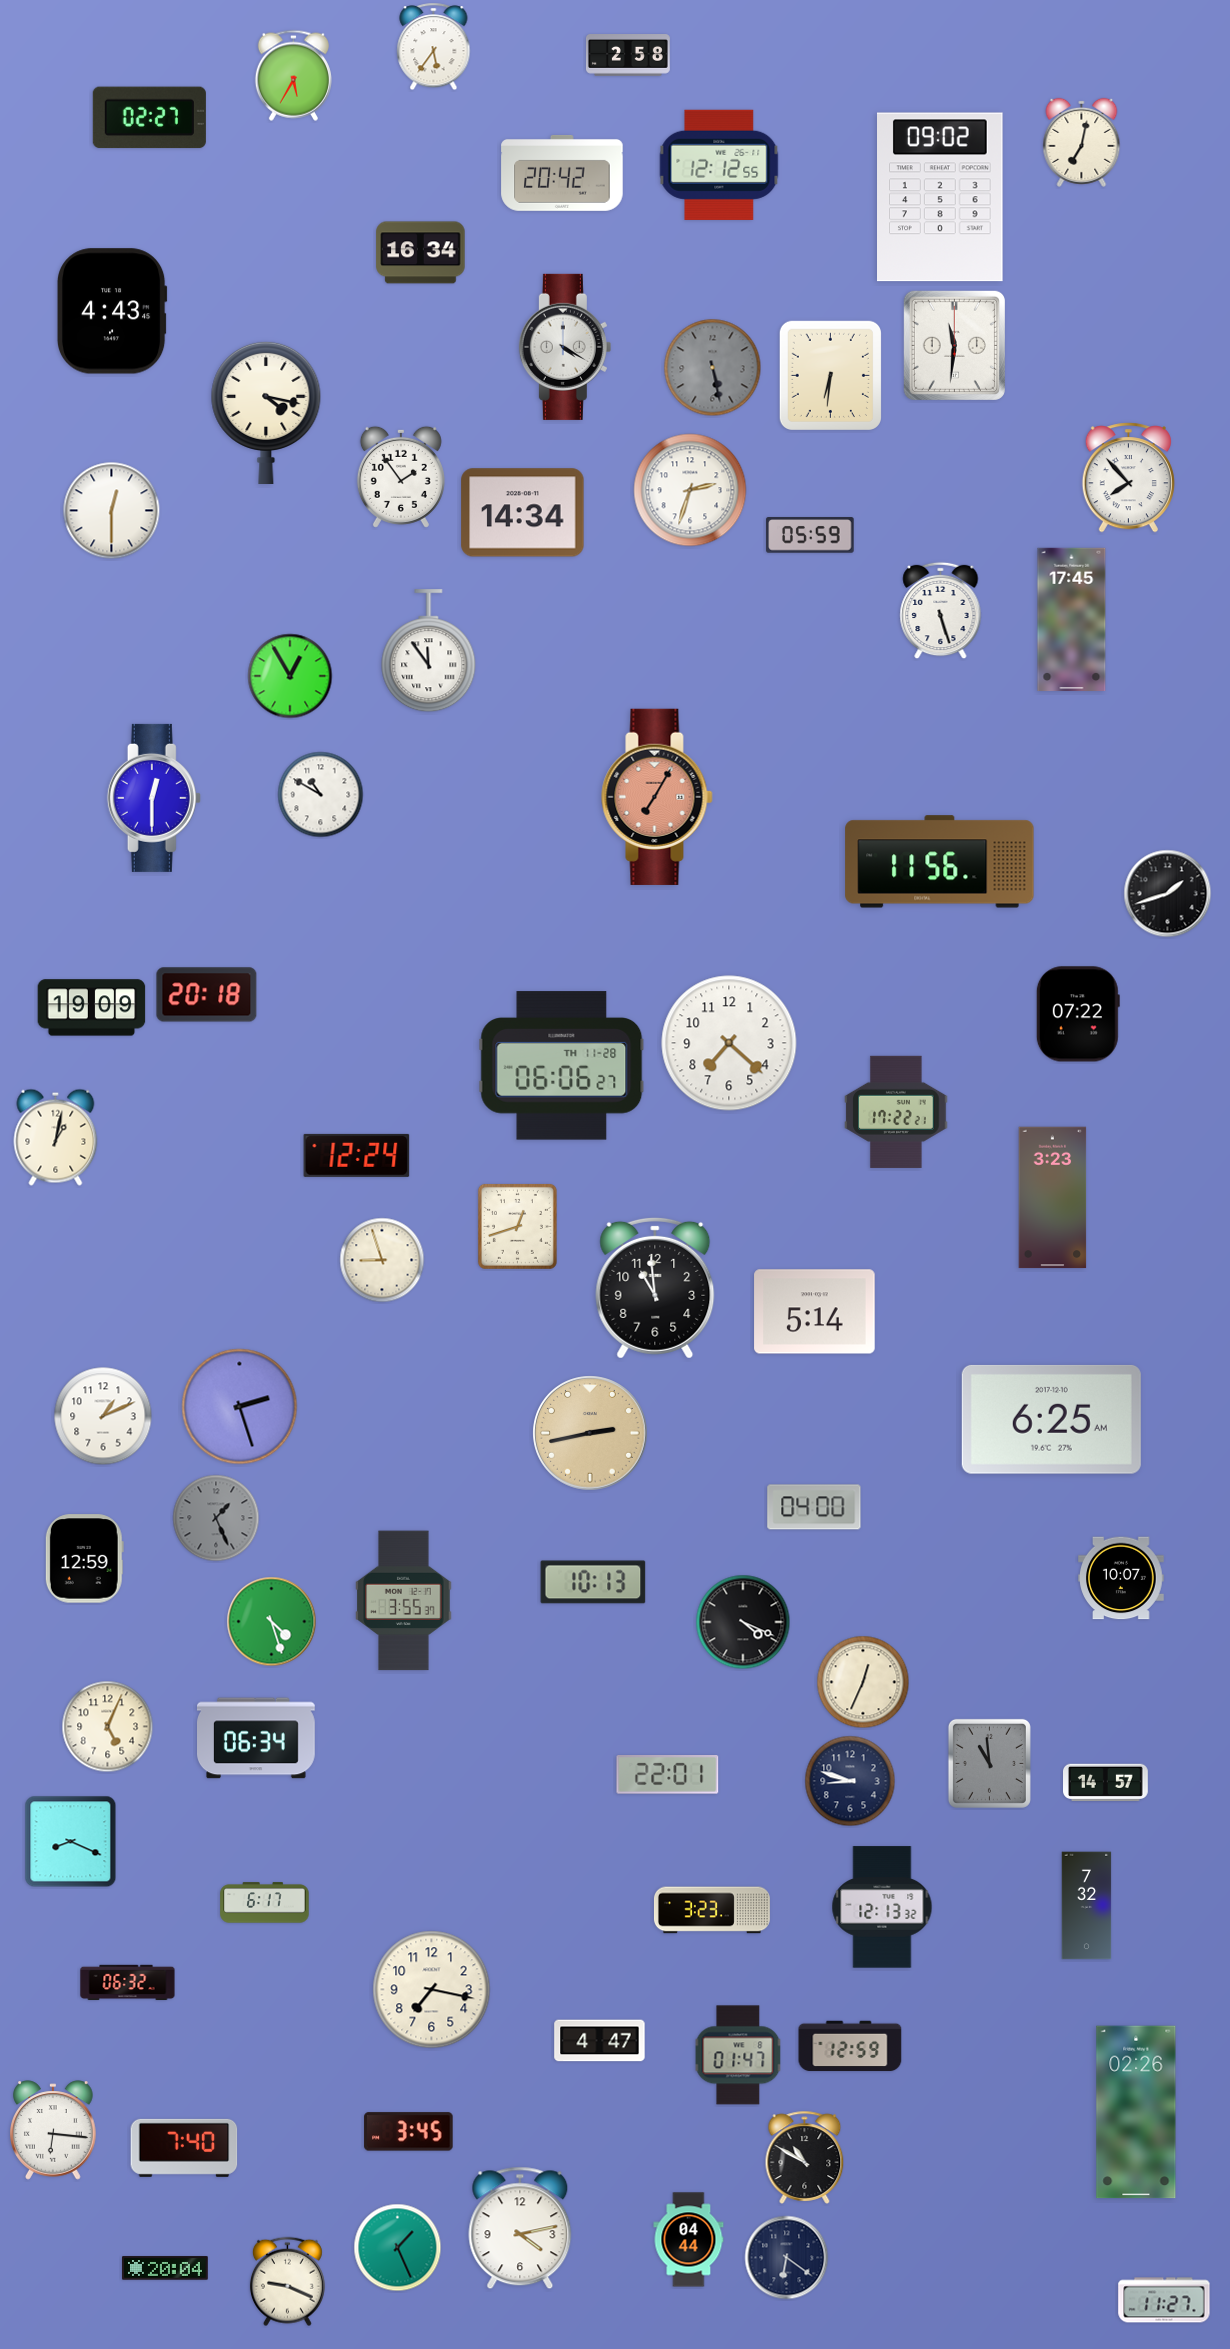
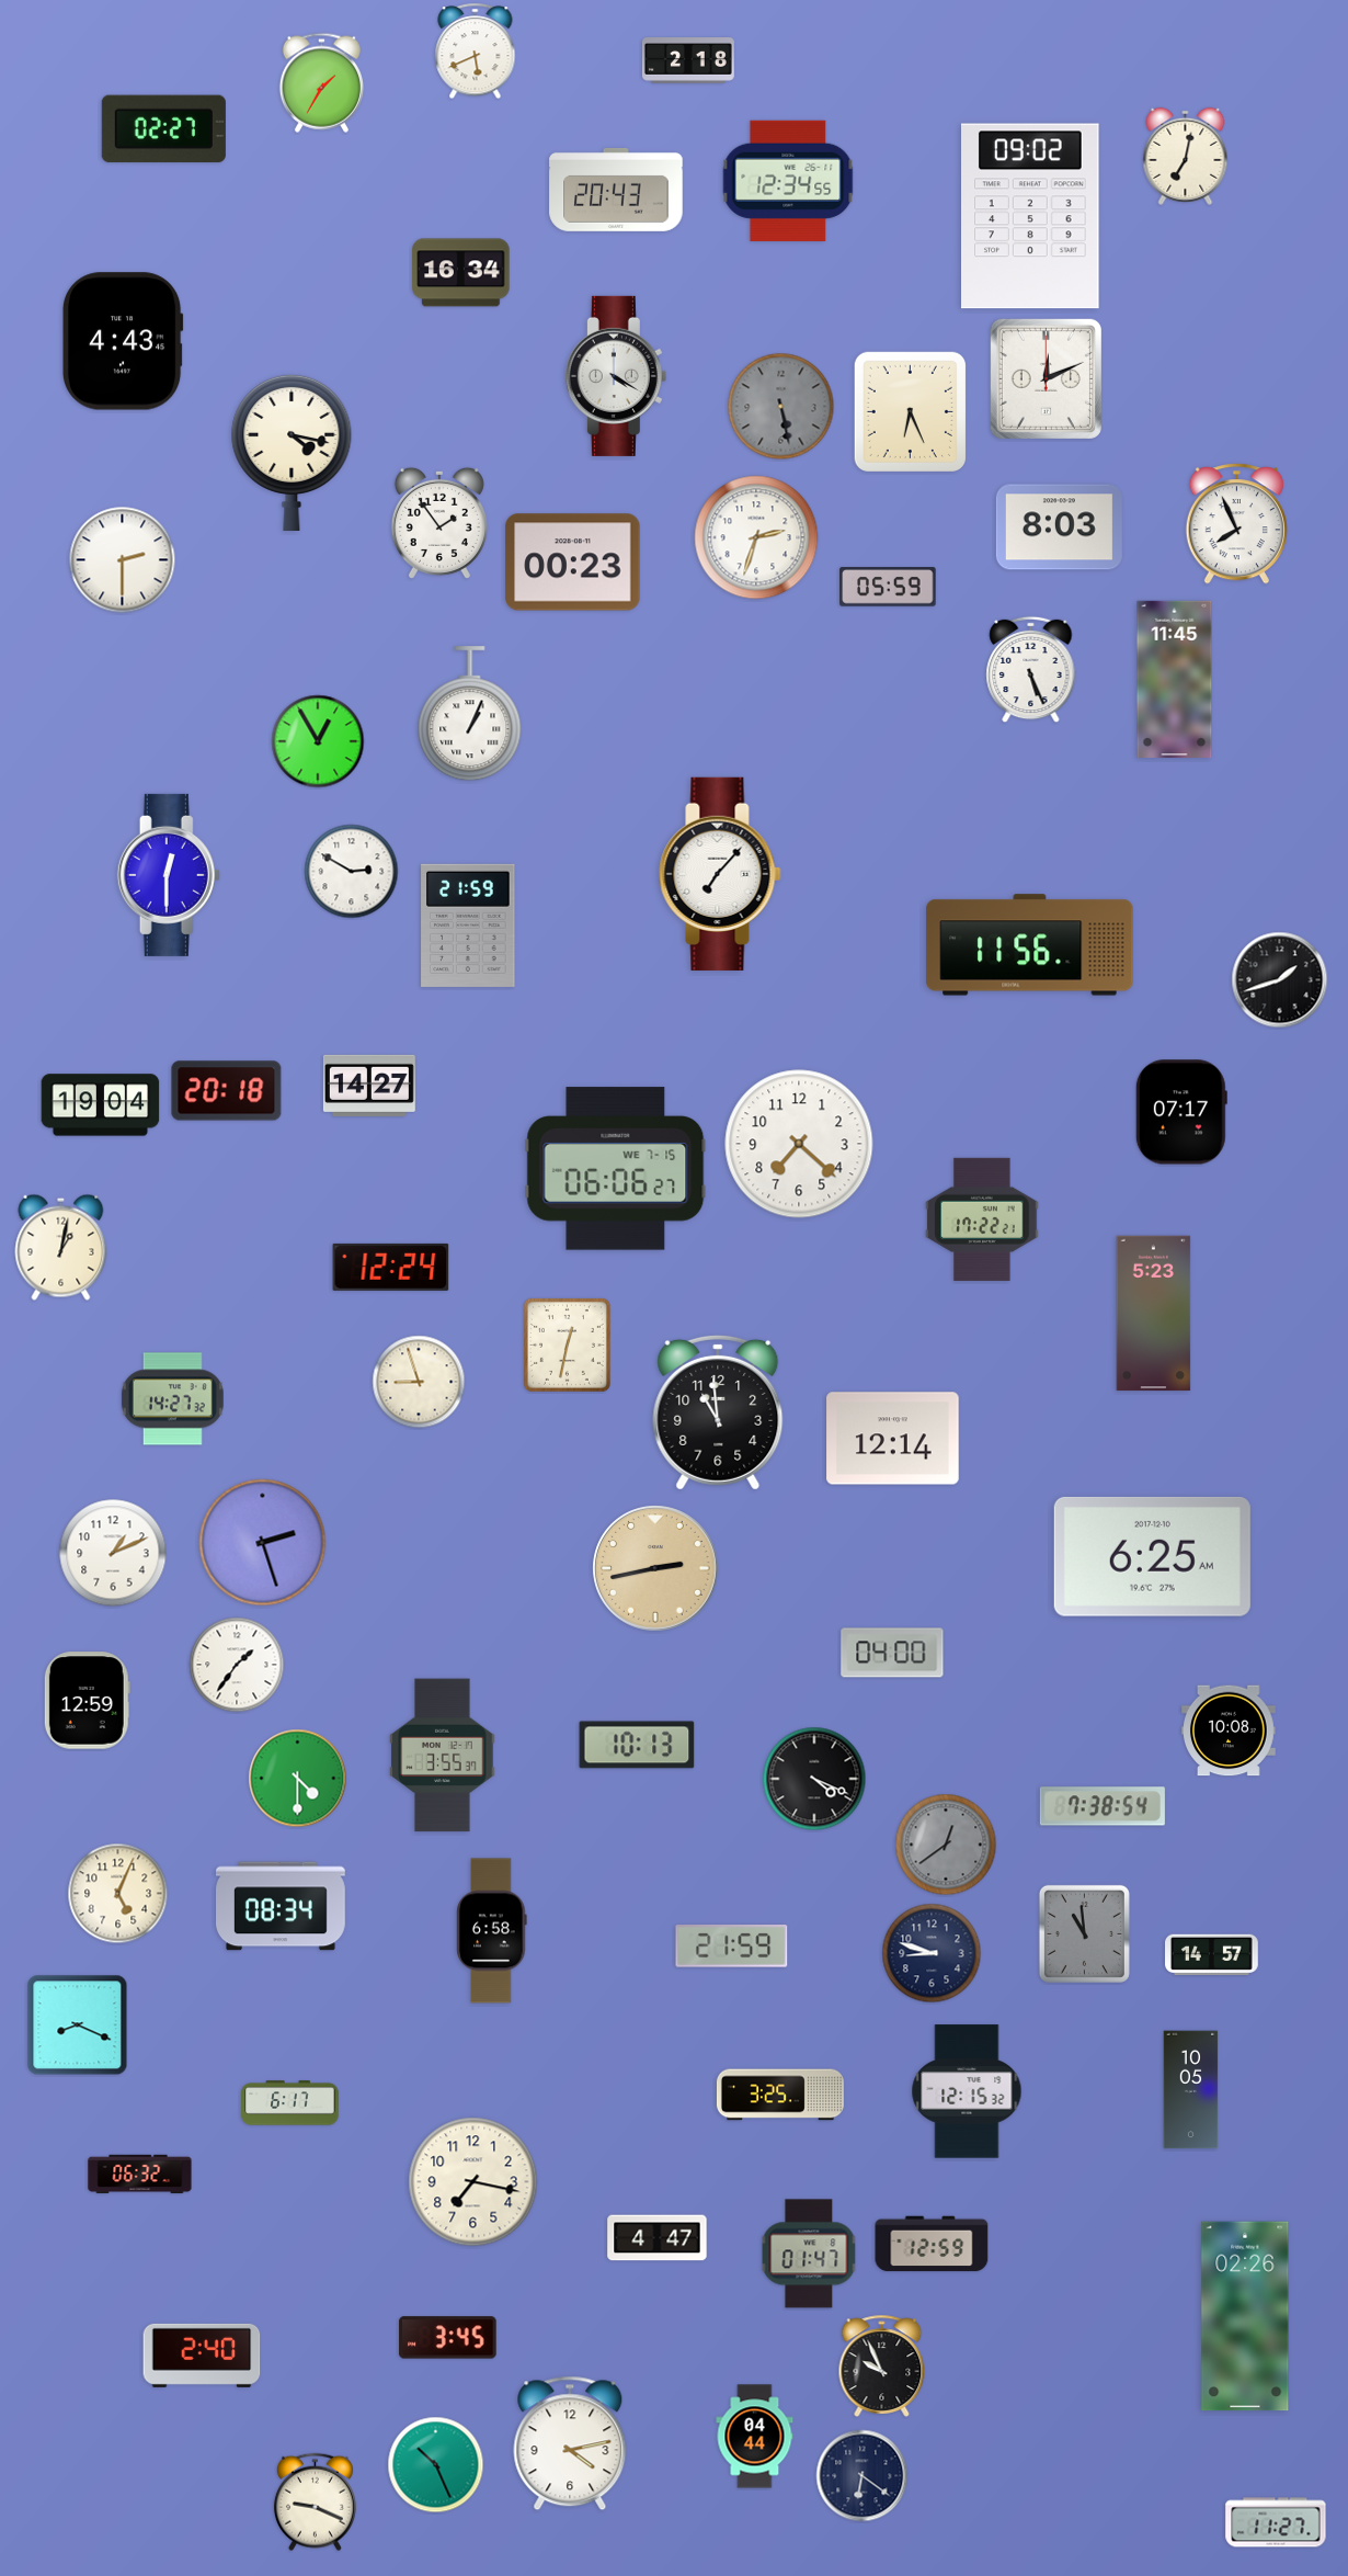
clock at (434, 47): 5:36 -> 5:41
clock at (628, 56): 2:58 -> 2:18
clock at (293, 75): 5:35 -> 1:35
clock at (719, 165): 12:12 -> 12:34
clock at (562, 173): 20:42 -> 20:43
clock at (421, 253) position: (421, 253) -> (461, 273)
clock at (954, 345): 11:31 -> 12:11
clock at (565, 347) position: (565, 347) -> (616, 376)
clock at (713, 368) position: (713, 368) -> (781, 407)
clock at (830, 375): 6:31 -> 6:26
clock at (1128, 478): 7:53 -> 7:56
clock at (1059, 527): none -> 8:03
clock at (112, 511): 12:30 -> 2:30
clock at (523, 513): 14:34 -> 00:23
clock at (941, 611): 5:27 -> 5:26
clock at (1072, 619): 17:45 -> 11:45
clock at (429, 651): 11:54 -> 1:04
clock at (321, 795): 10:50 -> 2:50
clock at (657, 797): 7:05 -> 7:07
clock at (657, 797) dial: salmon -> white
clock at (468, 926): none -> 21:59
clock at (369, 1086): none -> 14:27
clock at (92, 1008): 19:09 -> 19:04
clock at (1078, 1014): 07:22 -> 07:17
clock at (562, 1066) date: TH 11-28 -> WE 7-15
clock at (1053, 1198): 3:23 -> 5:23
clock at (517, 1226): 12:42 -> 12:32
clock at (172, 1399): none -> 14:27
clock at (815, 1312): 5:14 -> 12:14
clock at (590, 1433) position: (590, 1433) -> (655, 1568)
clock at (216, 1518): 1:26 -> 1:36
clock at (216, 1518) dial: grey -> white
clock at (84, 1559) position: (84, 1559) -> (87, 1701)
clock at (1121, 1578): 10:07 -> 10:08
clock at (593, 1582) position: (593, 1582) -> (637, 1745)
clock at (272, 1622): 4:27 -> 4:30
clock at (1103, 1806): none -> 7:38
clock at (863, 1682): 12:34 -> 12:39
clock at (863, 1682) dial: cream -> grey
clock at (257, 1738): 06:34 -> 08:34
clock at (492, 1931): none -> 6:58
clock at (668, 1775): 22:01 -> 21:59
clock at (71, 1842) position: (71, 1842) -> (78, 2025)
clock at (265, 1903) position: (265, 1903) -> (290, 2103)
clock at (1087, 1906): 7:32 -> 10:05
clock at (882, 1907): 12:13 -> 12:15
clock at (712, 1910): 3:23 -> 3:25
clock at (53, 2130): 6:16 -> none
clock at (184, 2148): 7:40 -> 2:40
clock at (805, 2157): 10:50 -> 9:56
clock at (689, 2240) position: (689, 2240) -> (755, 2437)
clock at (398, 2248): 1:26 -> 10:26
clock at (165, 2268): 20:04 -> none
